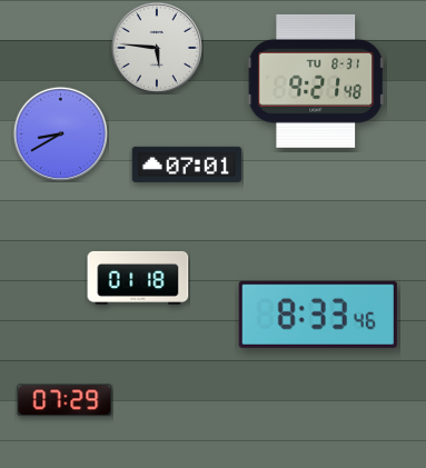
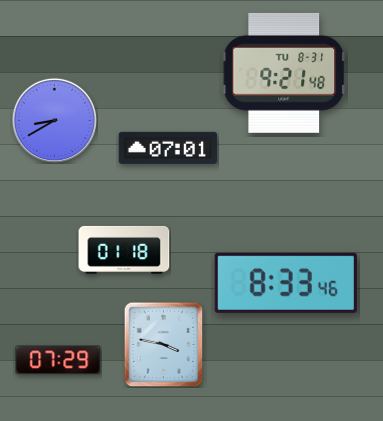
clock at (157, 48): 5:46 -> none
clock at (164, 344): none -> 3:47
